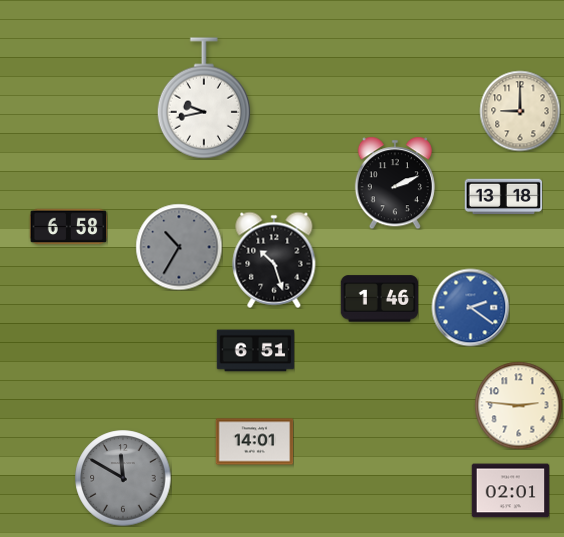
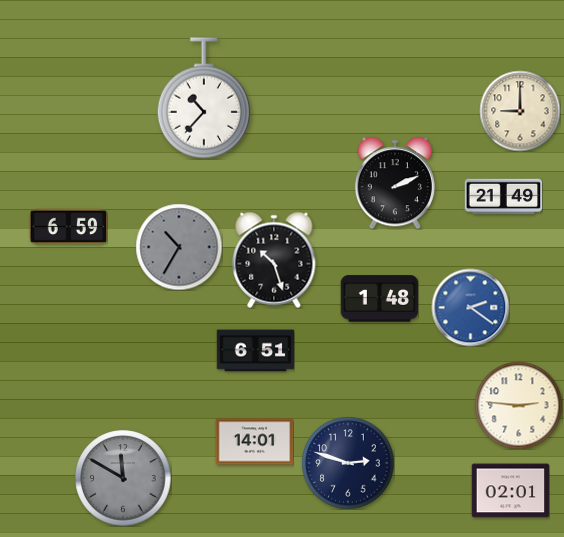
clock at (203, 98): 9:43 -> 10:37
clock at (503, 197): 13:18 -> 21:49
clock at (68, 227): 6:58 -> 6:59
clock at (379, 299): 1:46 -> 1:48
clock at (348, 463): none -> 2:48
